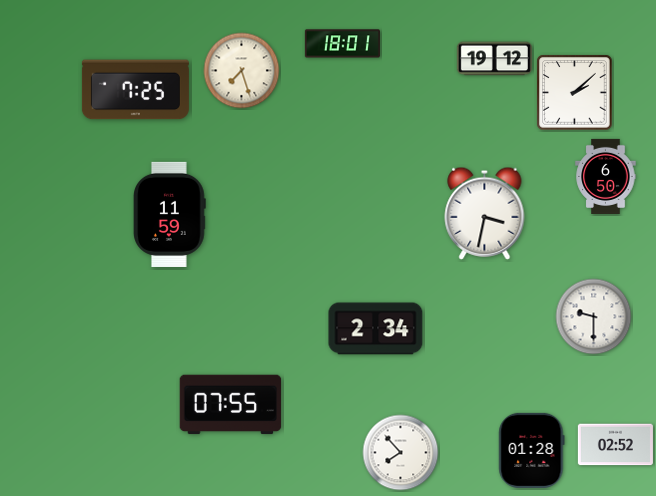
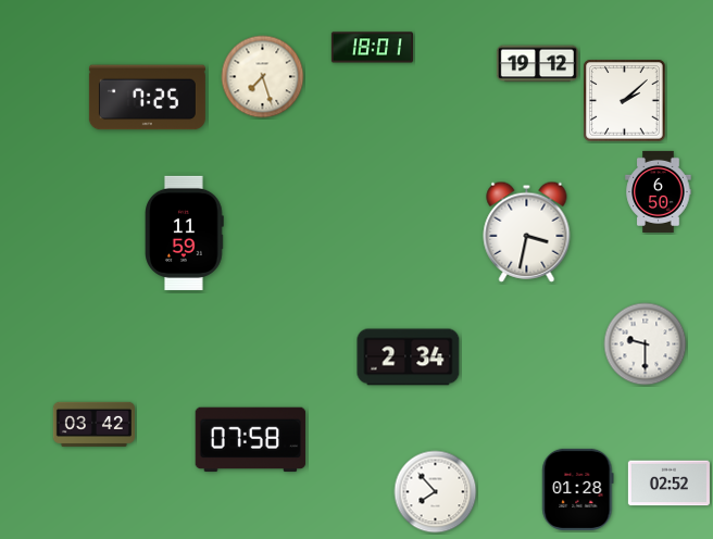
clock at (93, 424): none -> 03:42
clock at (231, 405): 07:55 -> 07:58
